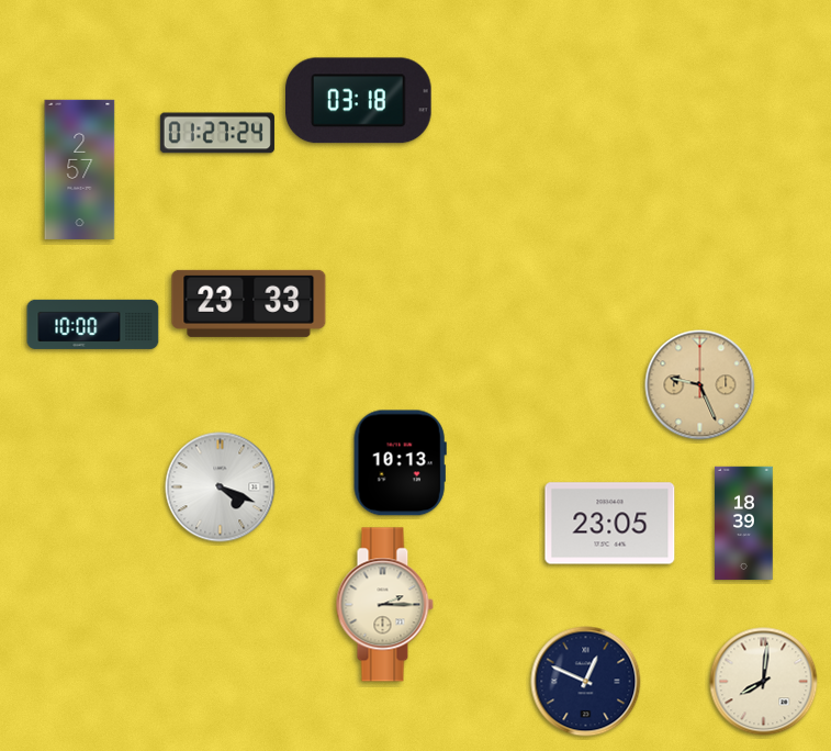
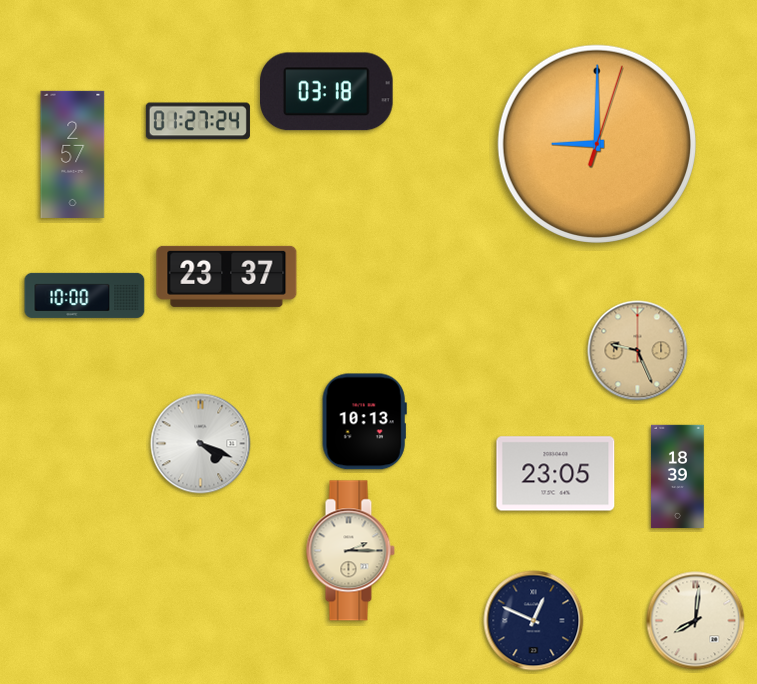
clock at (597, 144): none -> 9:00
clock at (249, 303): 23:33 -> 23:37
clock at (610, 524) position: (610, 524) -> (556, 474)
